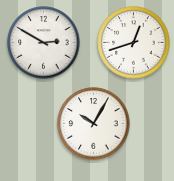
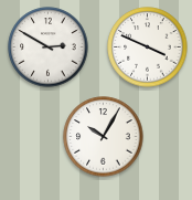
clock at (134, 43): 12:42 -> 3:49
